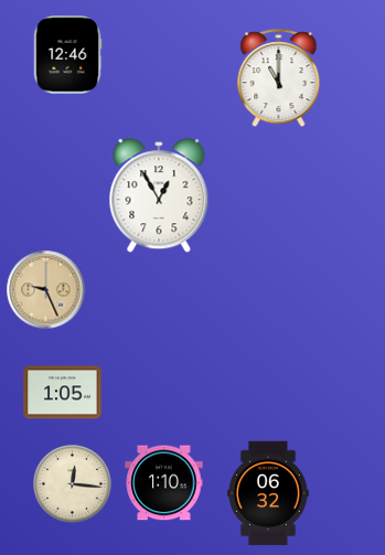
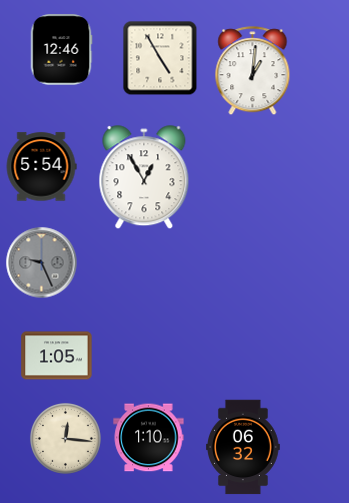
clock at (160, 58): none -> 4:55
clock at (279, 78): 11:00 -> 1:01
clock at (41, 167): none -> 5:54
clock at (46, 290) dial: champagne -> grey
